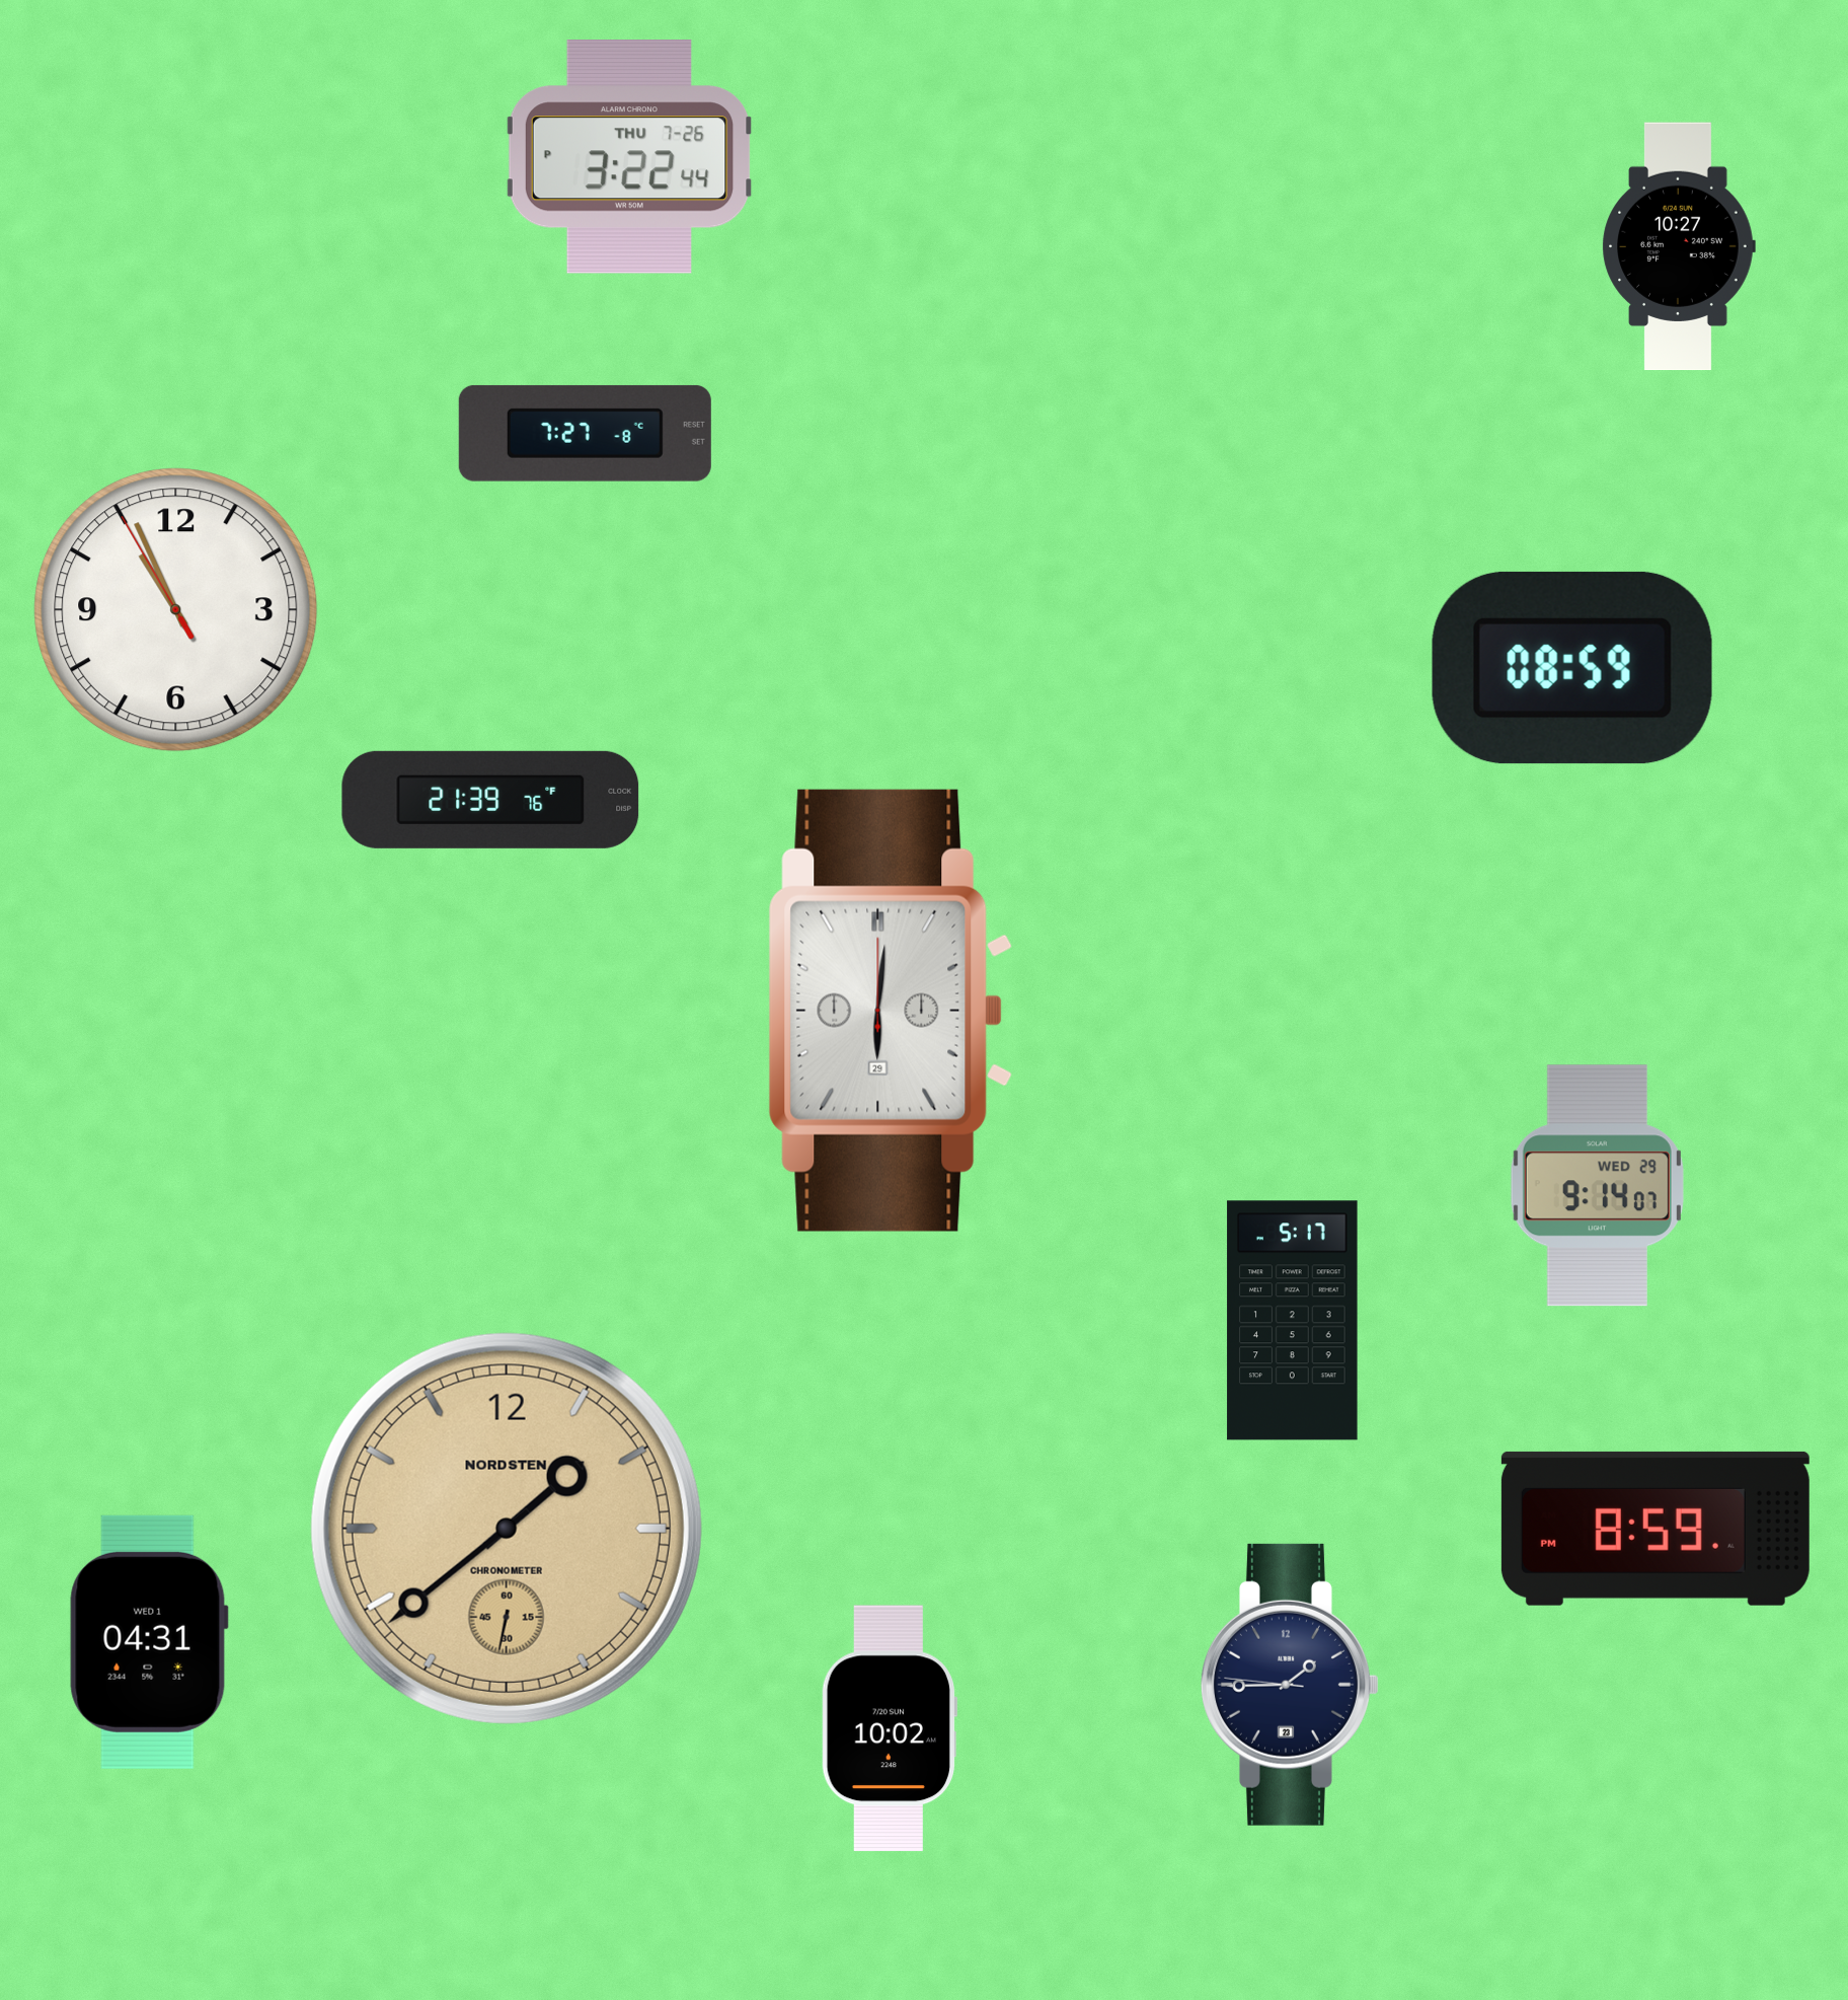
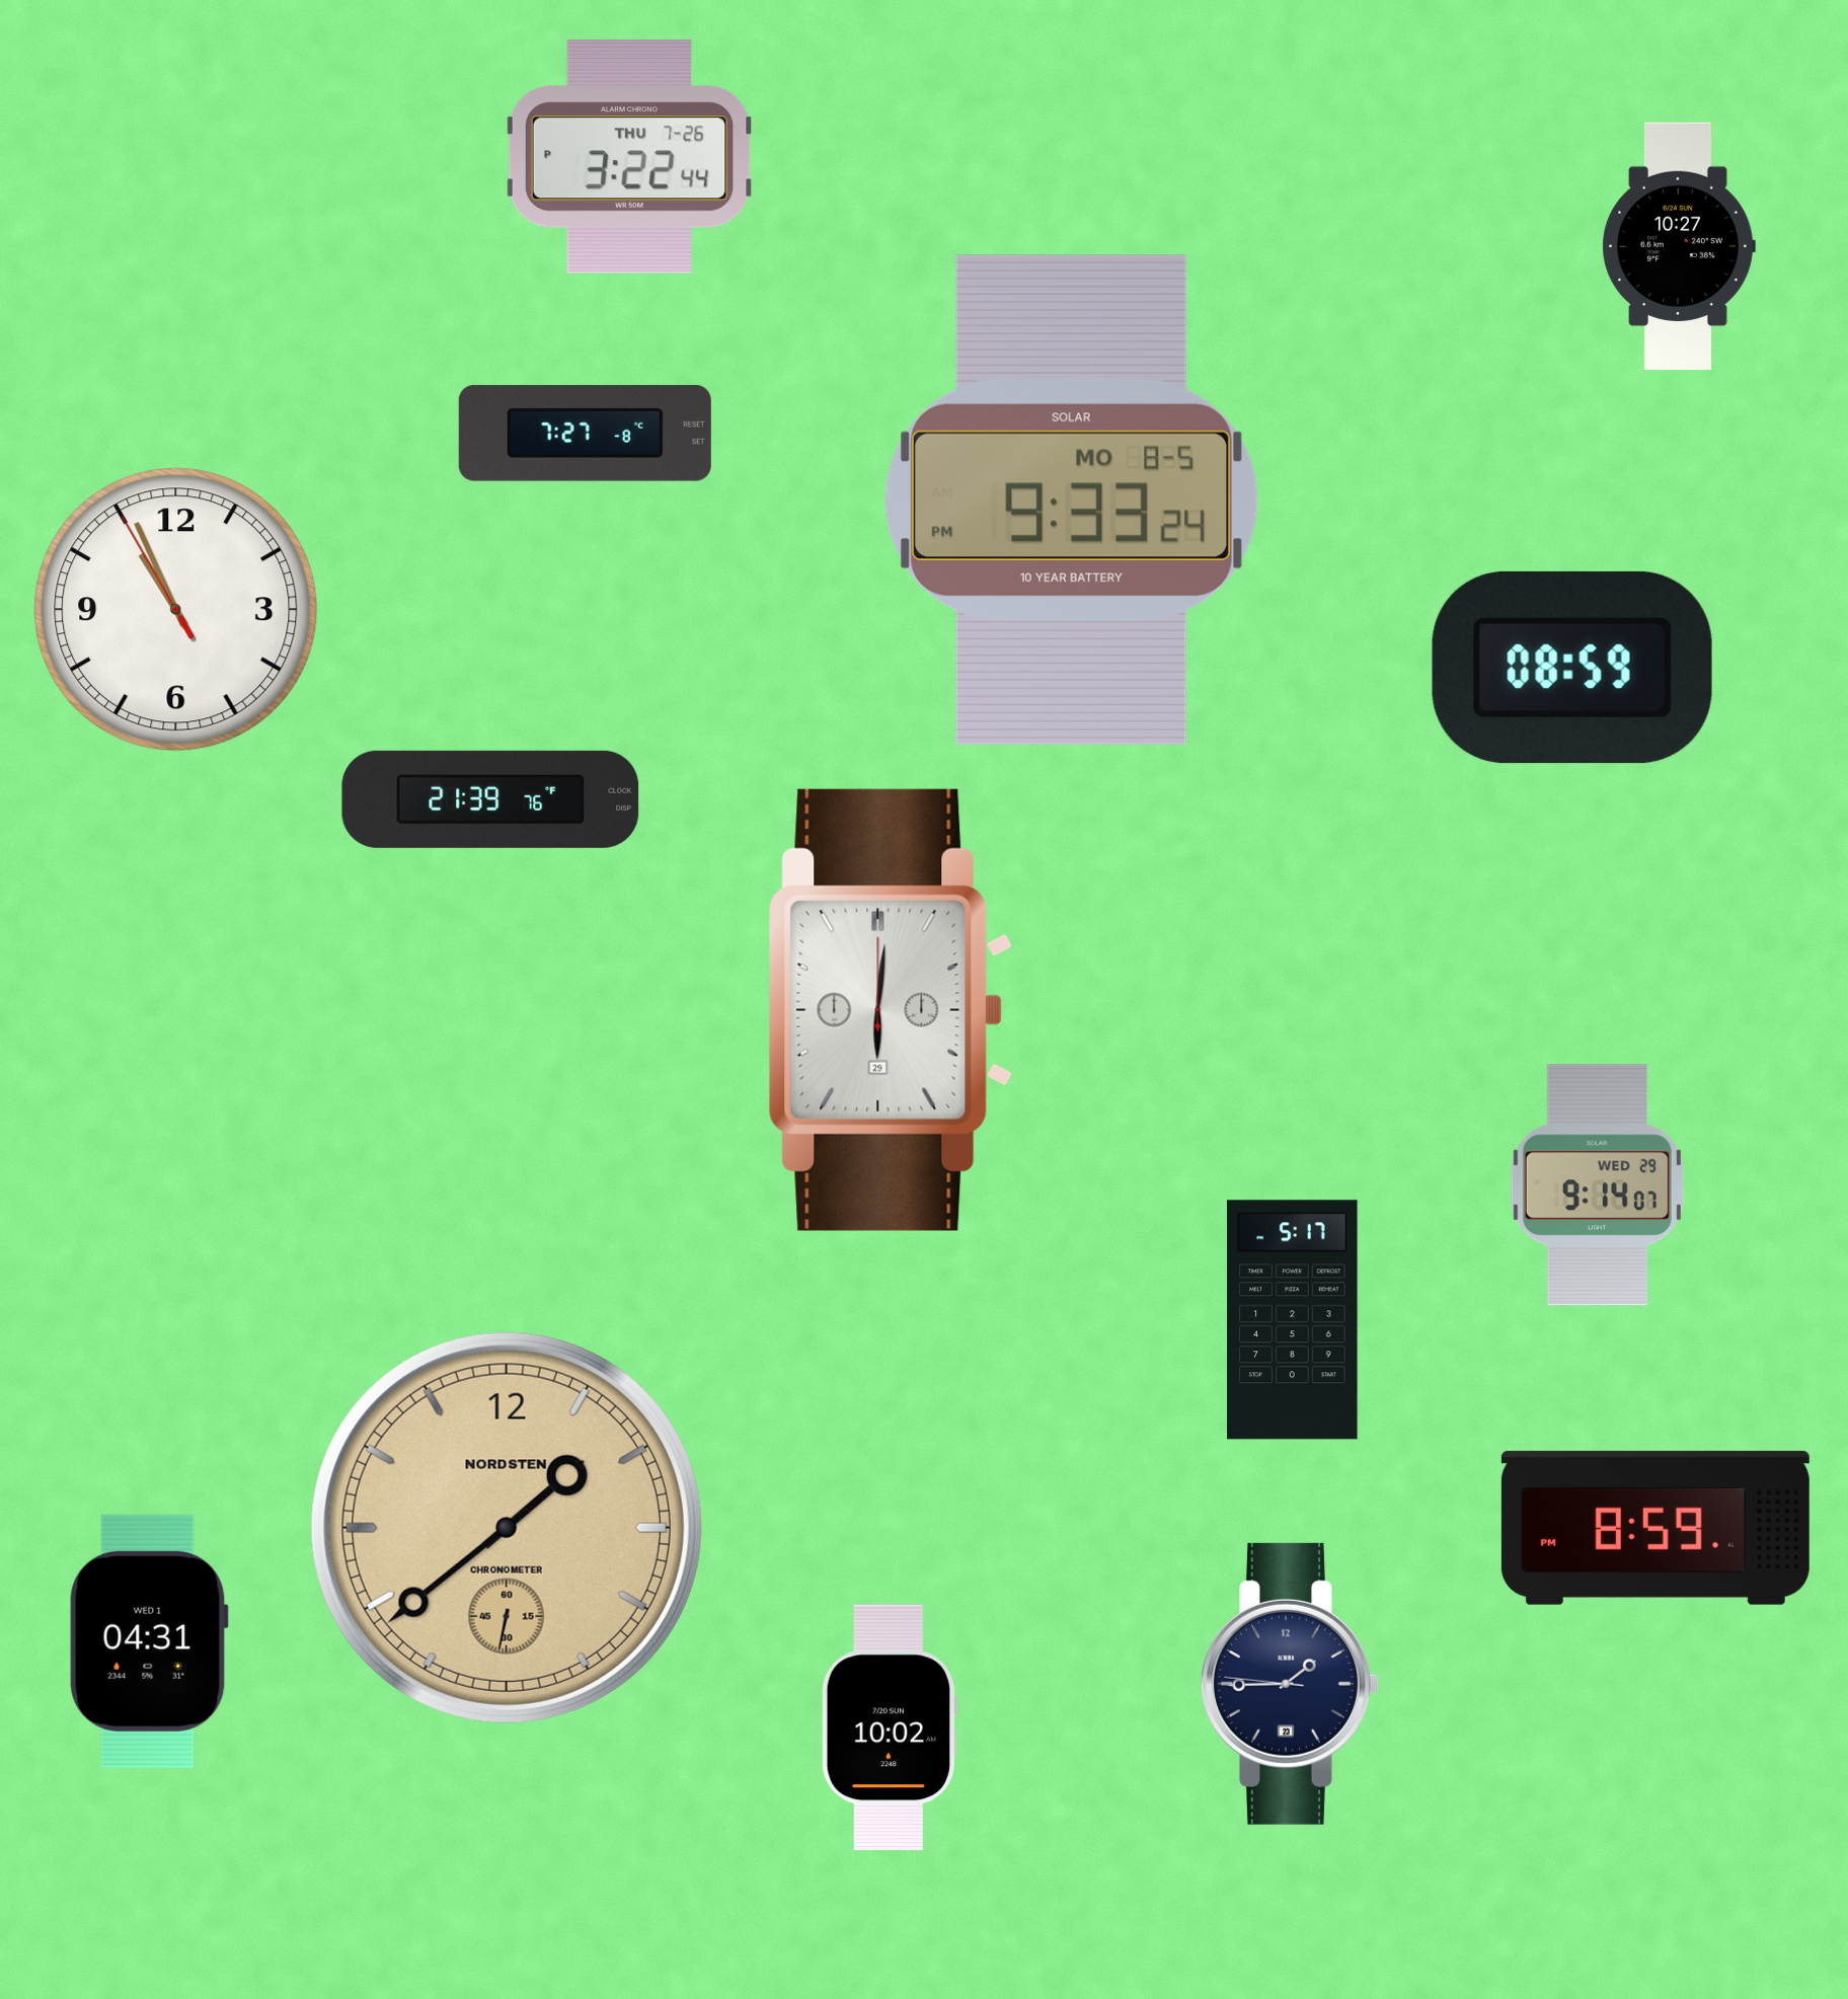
clock at (1071, 499): none -> 9:33
